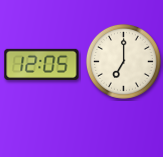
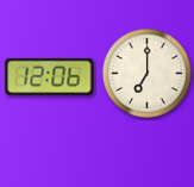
clock at (42, 64): 12:05 -> 12:06
